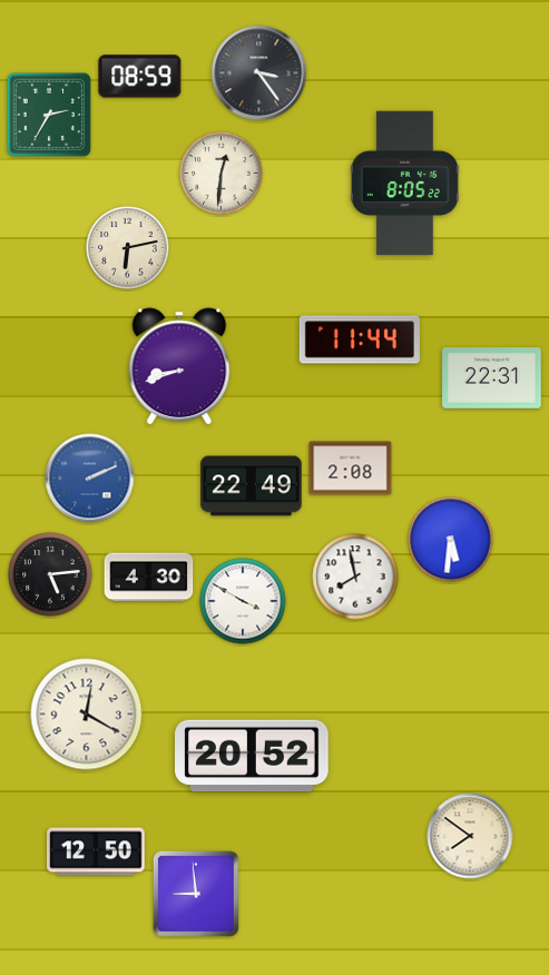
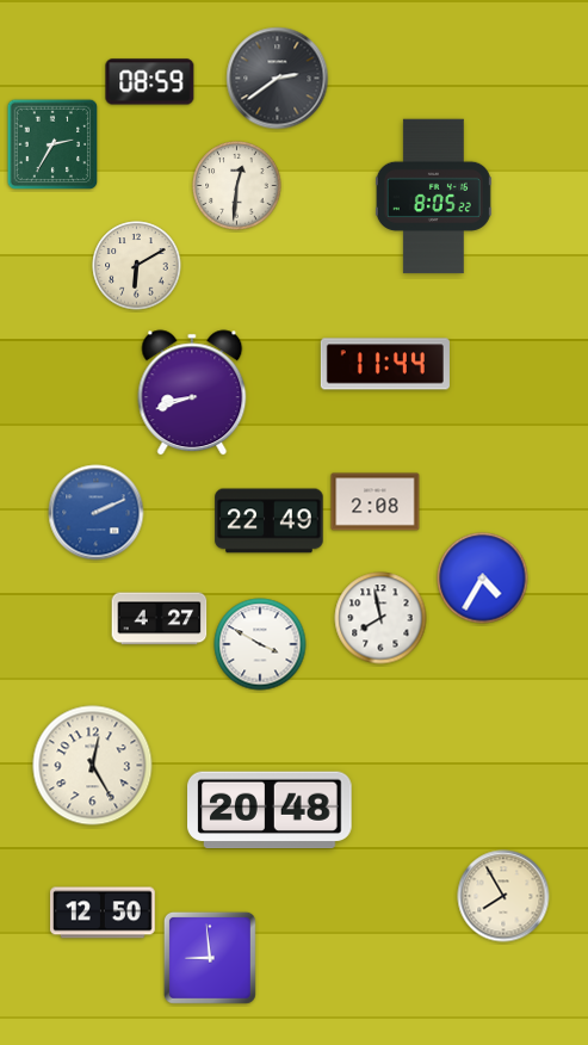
clock at (259, 73): 3:24 -> 2:39
clock at (49, 115) position: (49, 115) -> (52, 144)
clock at (128, 248): 6:13 -> 6:10
clock at (492, 378): 22:31 -> none
clock at (451, 540): 5:31 -> 4:35
clock at (50, 574): 5:14 -> none
clock at (149, 578): 4:30 -> 4:27
clock at (87, 715): 12:20 -> 12:25
clock at (253, 756): 20:52 -> 20:48
clock at (470, 836): 7:51 -> 7:55
